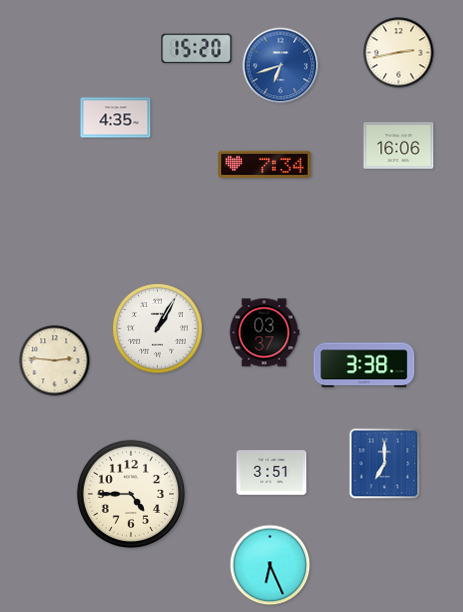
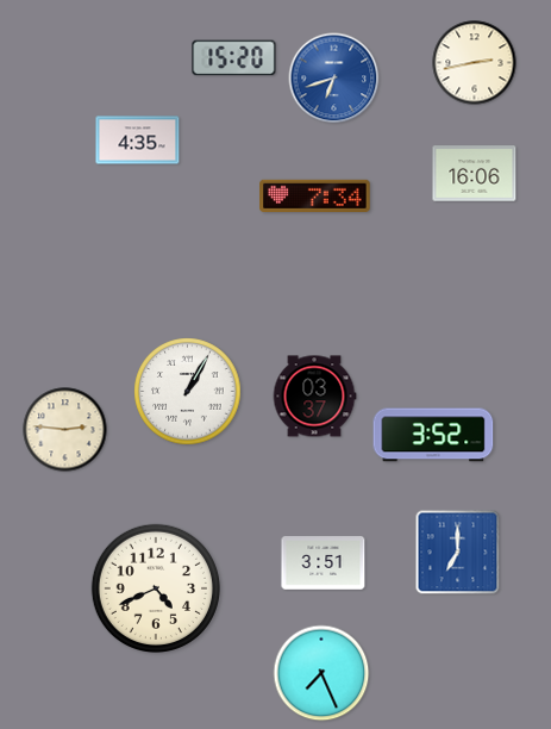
clock at (364, 365): 3:38 -> 3:52
clock at (130, 493): 4:45 -> 4:41
clock at (270, 565): 6:26 -> 7:26
